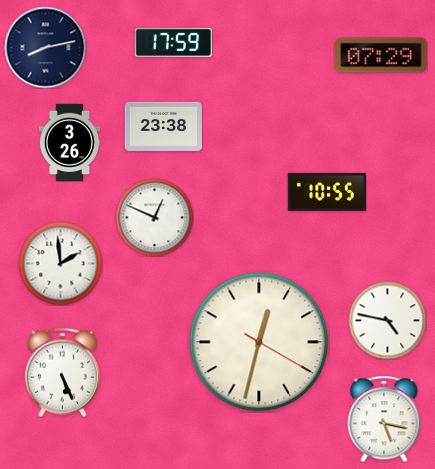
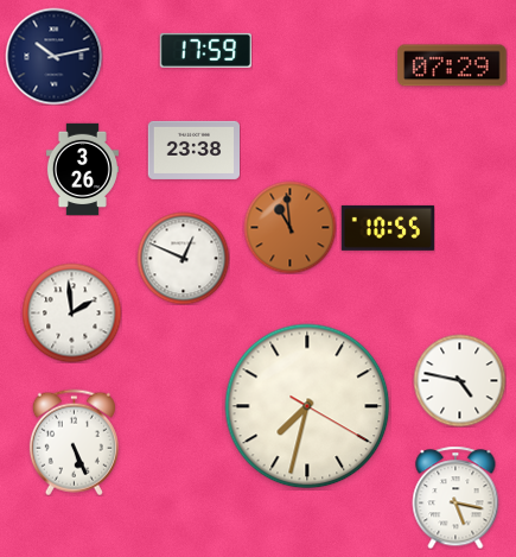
clock at (45, 47): 8:13 -> 10:13
clock at (289, 227): none -> 10:59
clock at (259, 342): 12:32 -> 7:32
